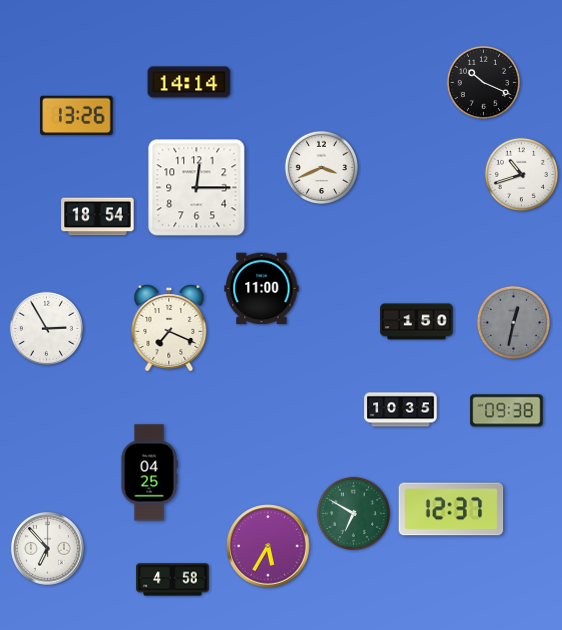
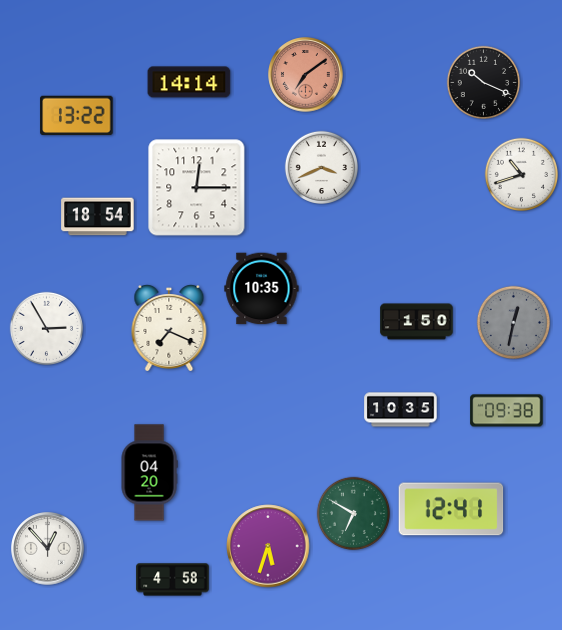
clock at (306, 75): none -> 7:09
clock at (77, 116): 13:26 -> 13:22
clock at (262, 289): 11:00 -> 10:35
clock at (149, 473): 04:25 -> 04:20
clock at (451, 509): 12:37 -> 12:41
clock at (268, 546): 5:35 -> 5:33
clock at (48, 549): 6:53 -> 12:53
